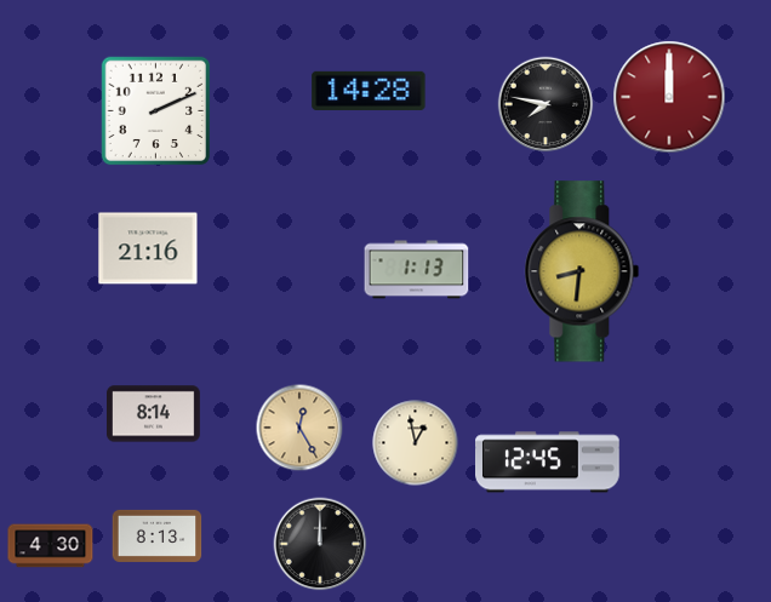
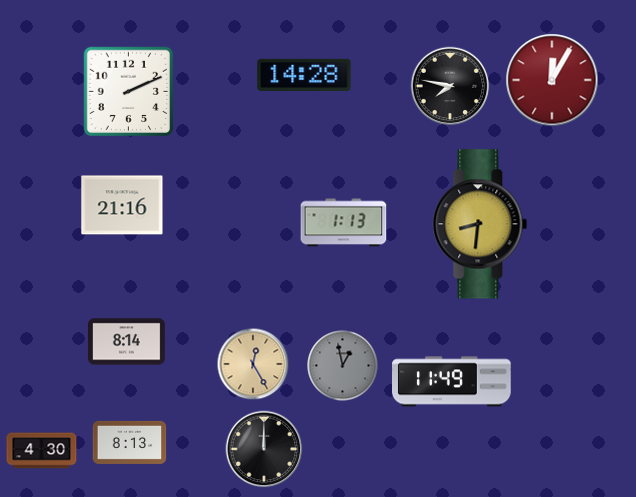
clock at (669, 97): 12:00 -> 12:05
clock at (299, 428) position: (299, 428) -> (253, 364)
clock at (416, 443) dial: cream -> grey
clock at (548, 463): 12:45 -> 11:49
